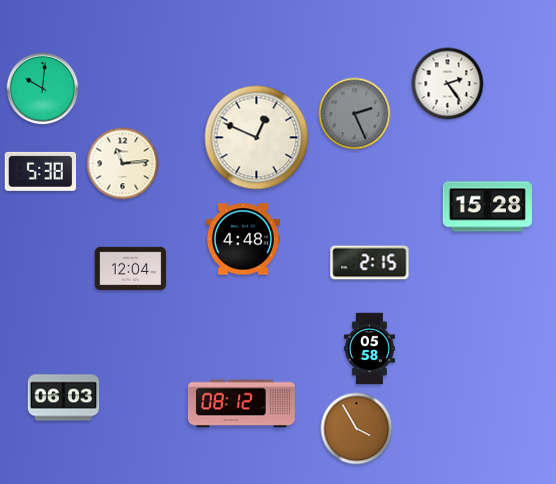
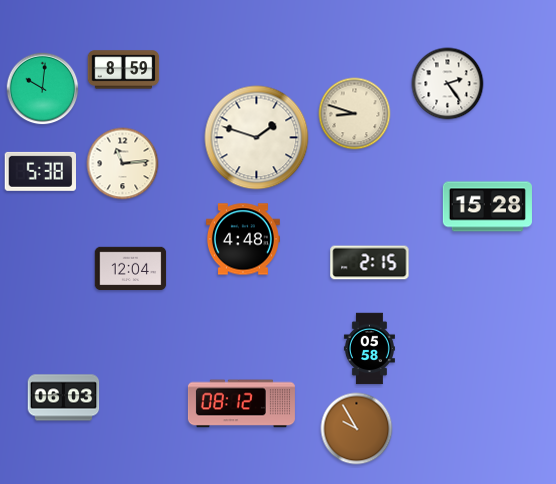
clock at (124, 70): none -> 8:59
clock at (355, 114): 2:26 -> 8:48
clock at (355, 114) dial: grey -> cream
clock at (257, 138): 12:49 -> 1:48
clock at (357, 429): 3:55 -> 9:55
